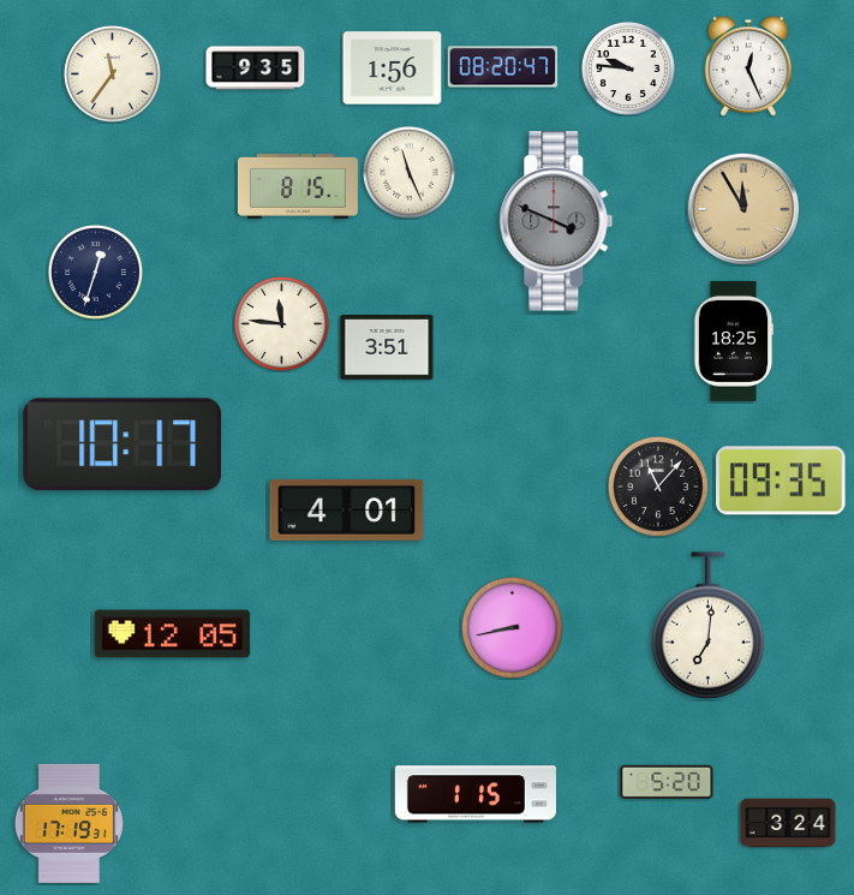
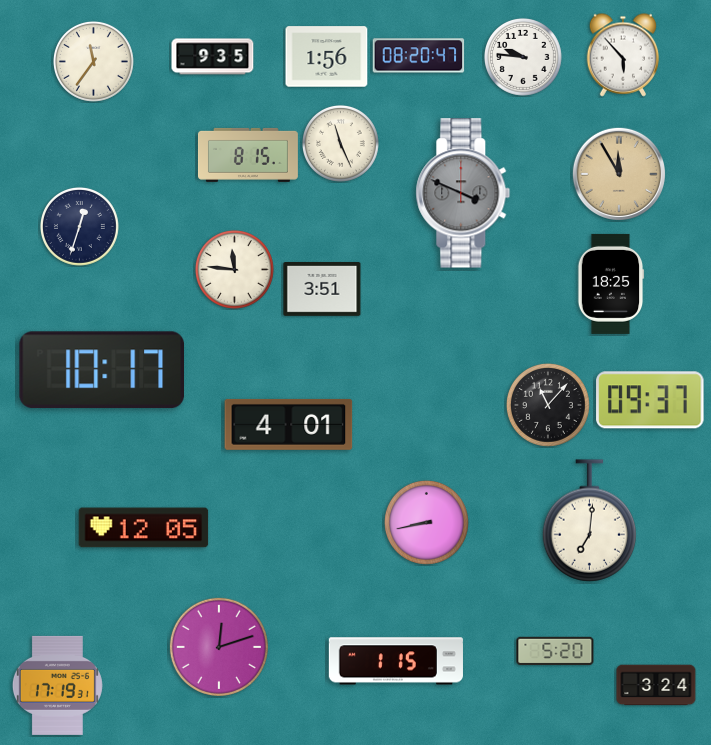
clock at (748, 66): 12:26 -> 5:53
clock at (556, 221) position: (556, 221) -> (463, 193)
clock at (781, 481): 09:35 -> 09:37
clock at (219, 647): none -> 12:12
